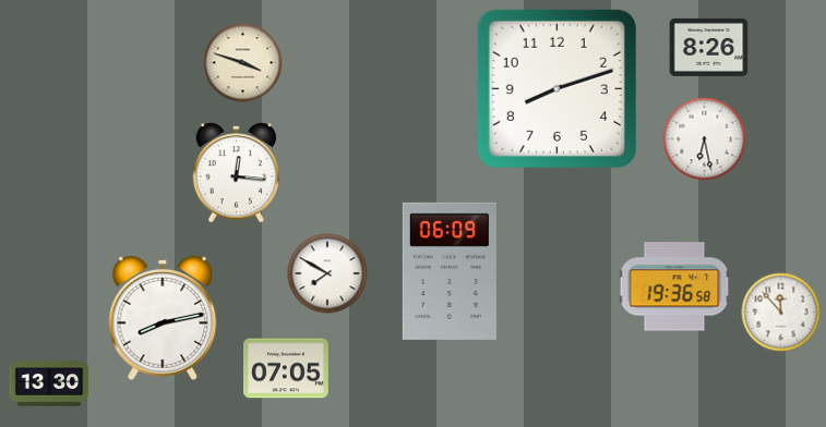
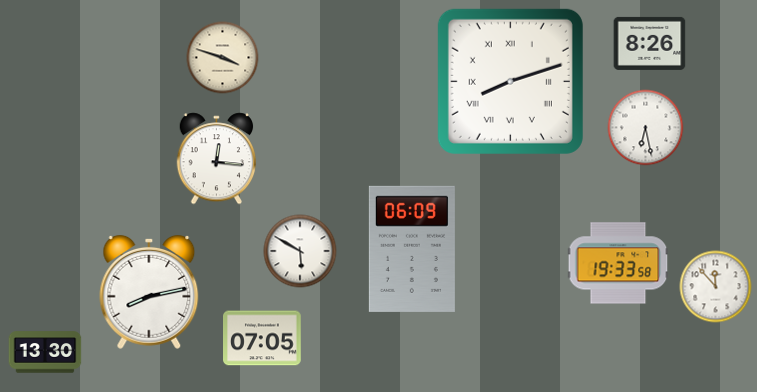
clock at (556, 88) numerals: Arabic -> Roman
clock at (327, 273): 7:50 -> 5:50
clock at (674, 286): 19:36 -> 19:33
